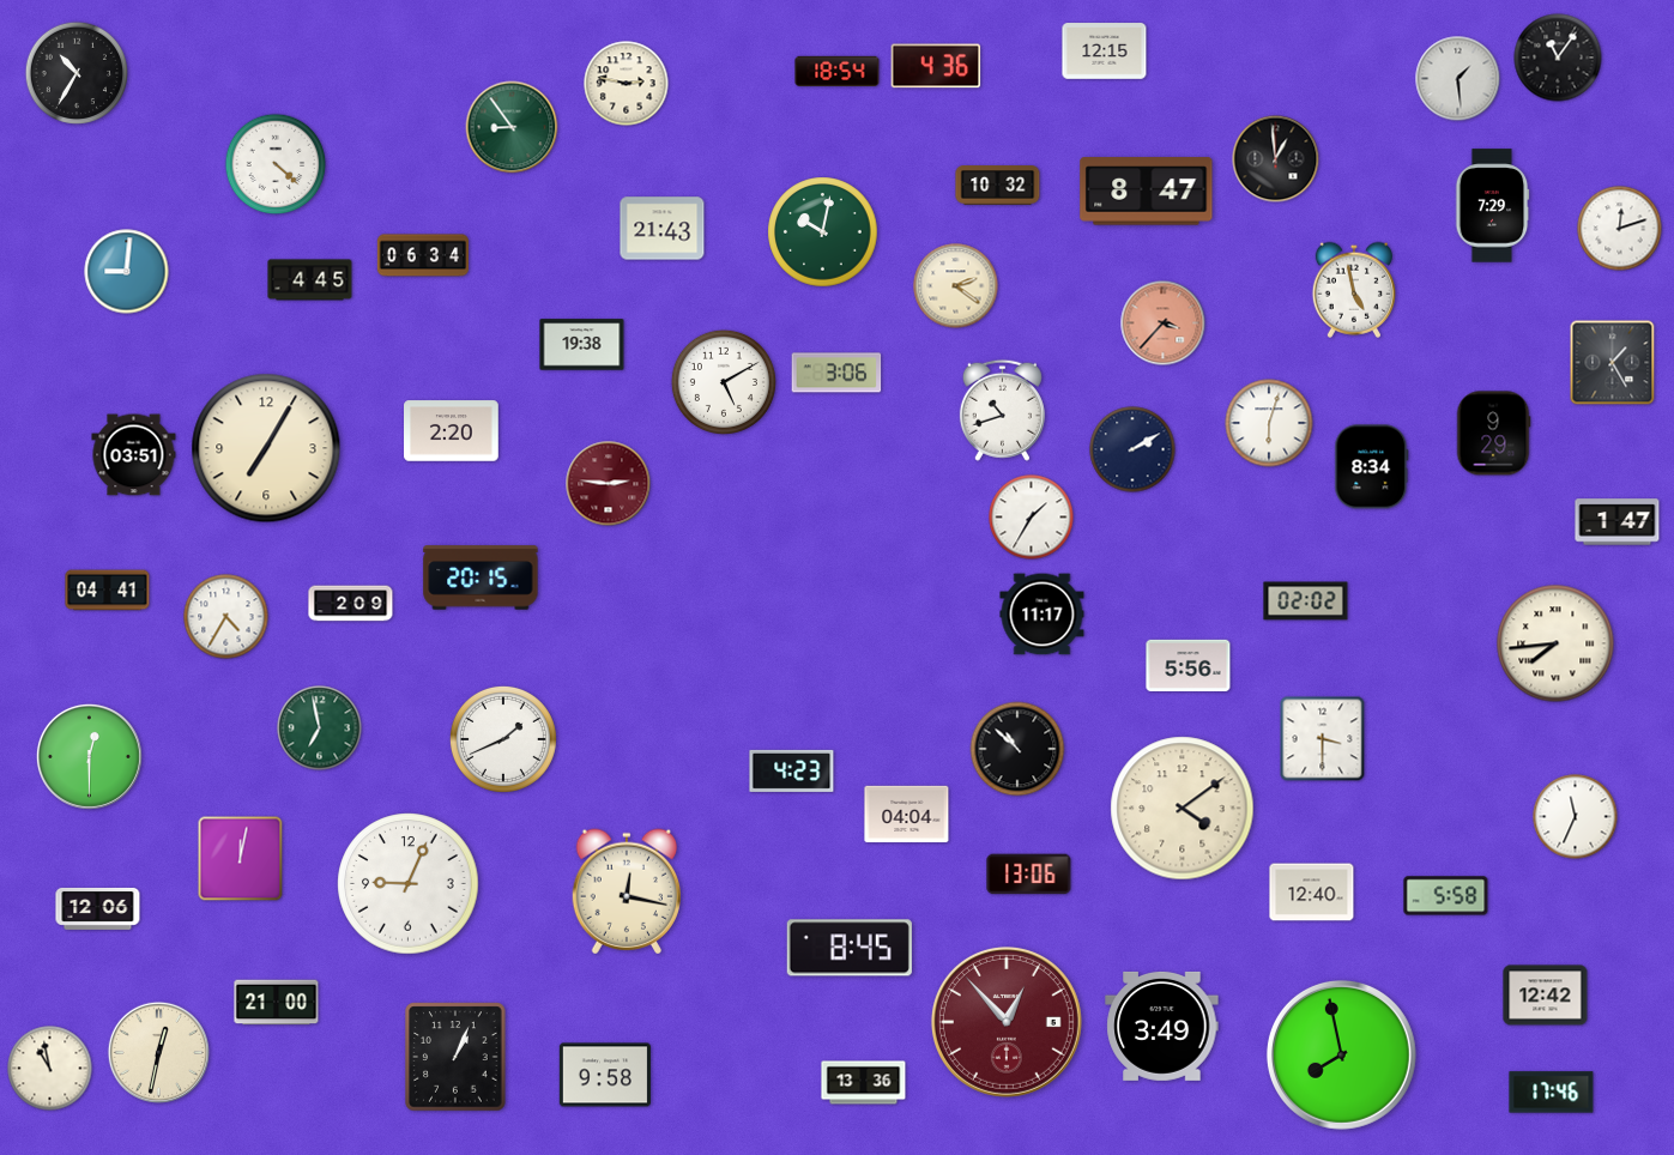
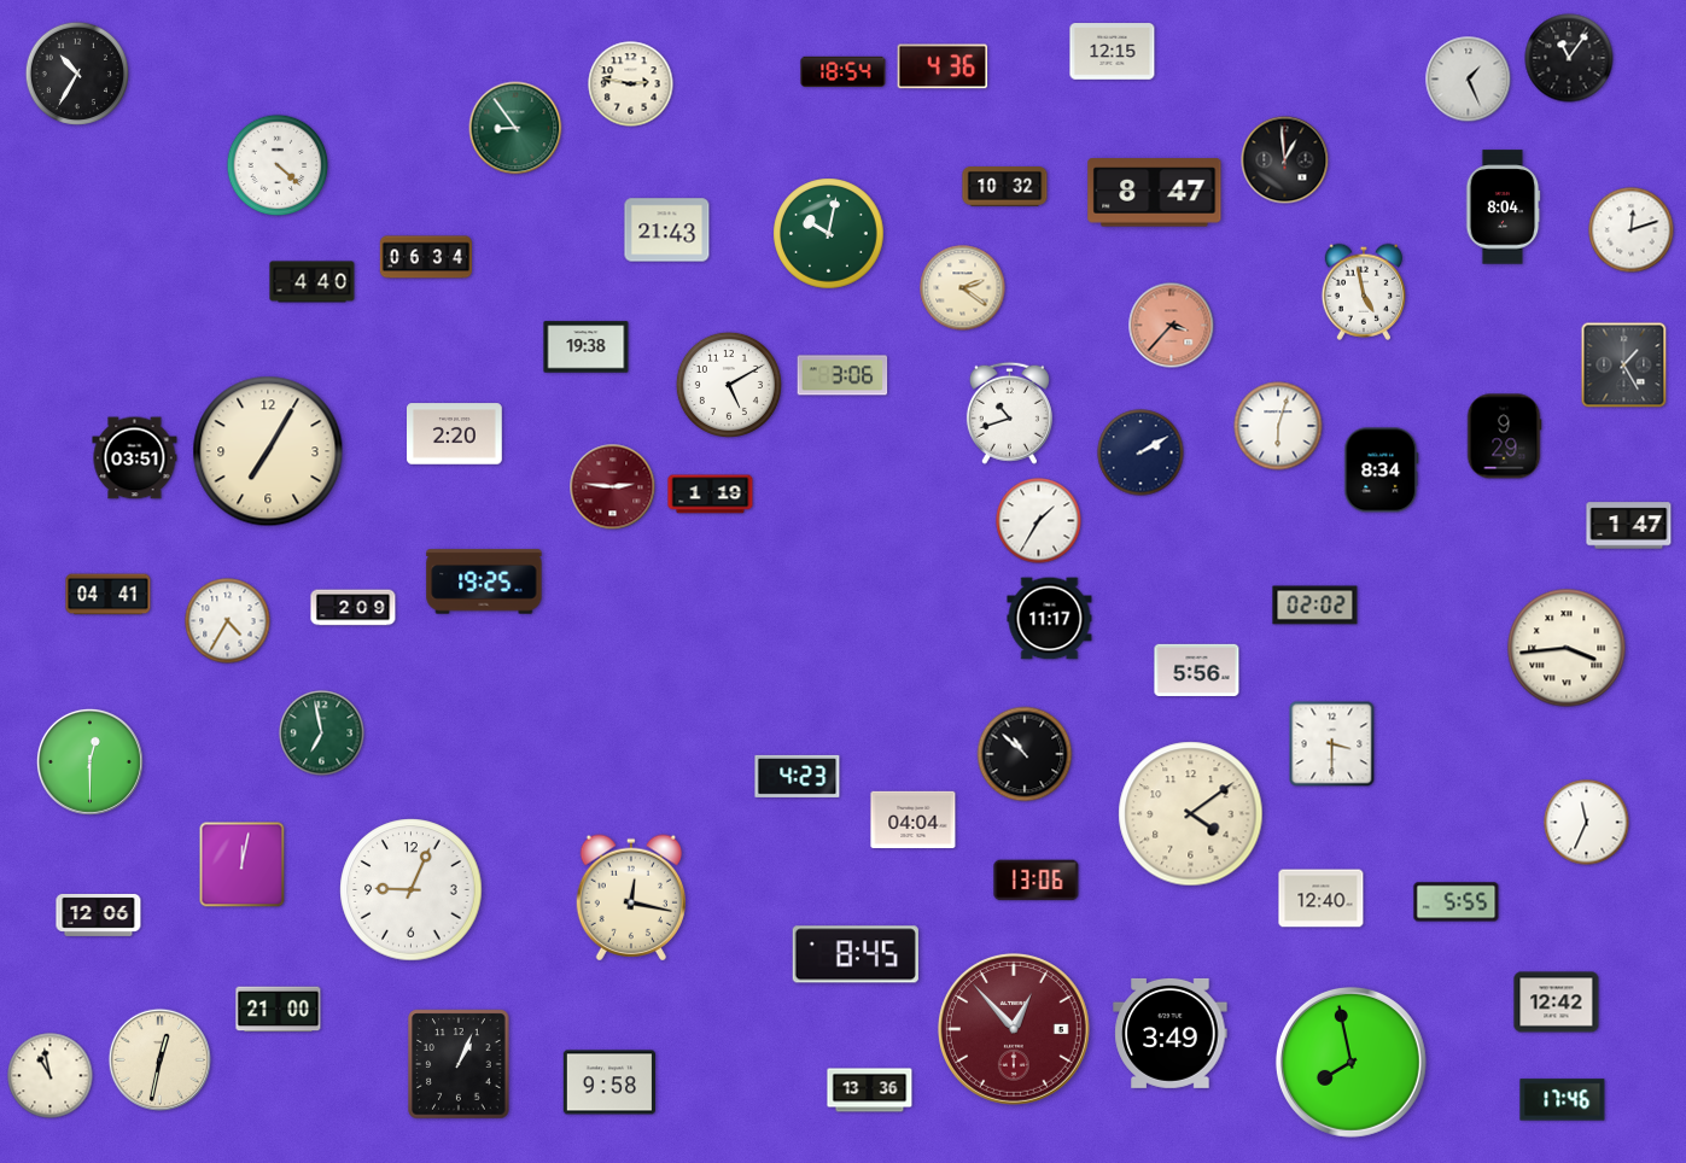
clock at (1458, 79): 1:29 -> 1:26
clock at (1492, 206): 7:29 -> 8:04
clock at (127, 272): 9:01 -> none
clock at (310, 280): 4:45 -> 4:40
clock at (711, 495): none -> 1:19
clock at (481, 577): 20:15 -> 19:25
clock at (1555, 643): 7:44 -> 3:44
clock at (503, 739): 1:41 -> none
clock at (1446, 896): 5:58 -> 5:55
